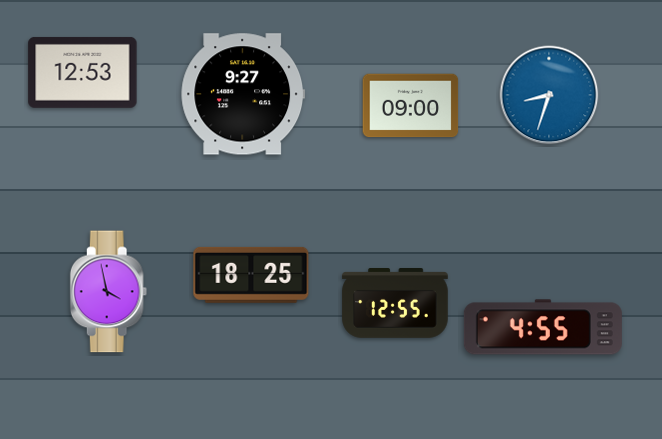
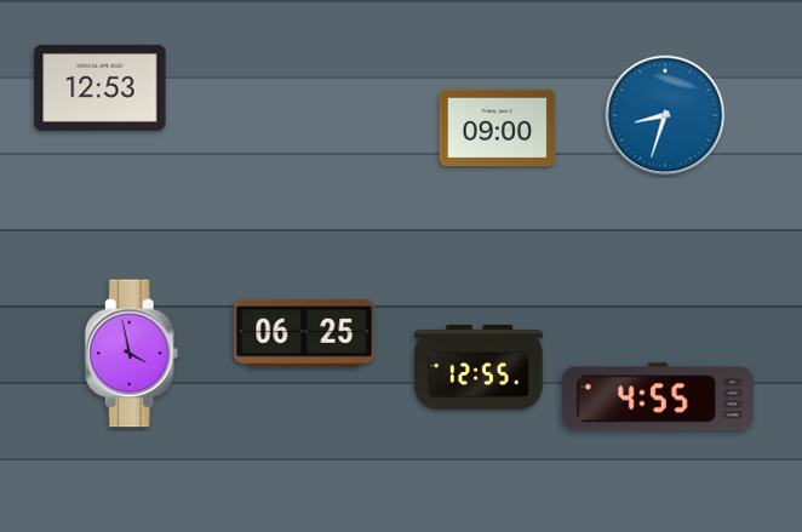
clock at (243, 94): 9:27 -> none
clock at (251, 275): 18:25 -> 06:25
